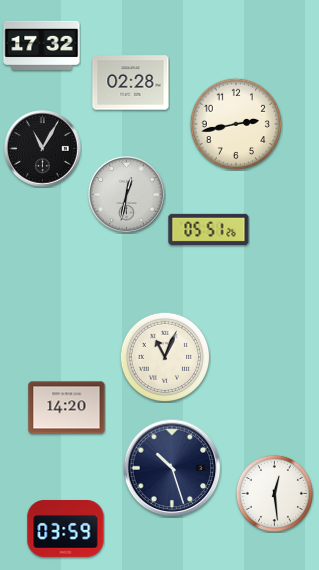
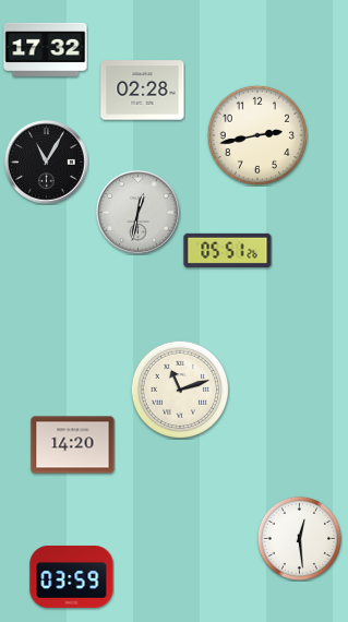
clock at (164, 356): 11:04 -> 11:12
clock at (172, 468): 10:27 -> none
